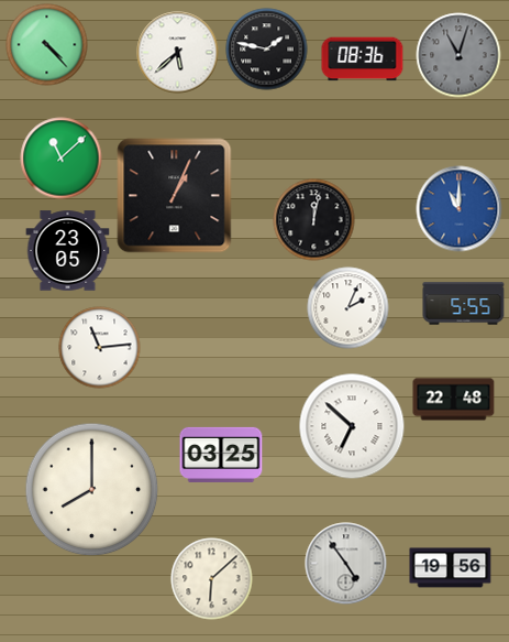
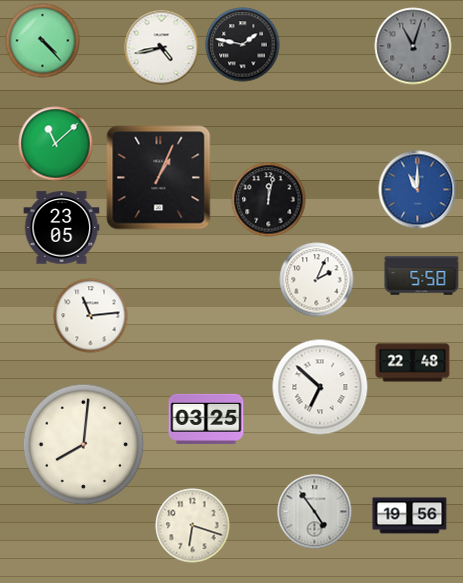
clock at (178, 53): 5:38 -> 4:43
clock at (458, 55) position: (458, 55) -> (413, 46)
clock at (363, 59): 08:36 -> none
clock at (314, 220) position: (314, 220) -> (269, 200)
clock at (464, 304): 5:55 -> 5:58
clock at (221, 455) position: (221, 455) -> (206, 419)
clock at (92, 490): 8:00 -> 8:01
clock at (212, 579): 6:08 -> 6:18
